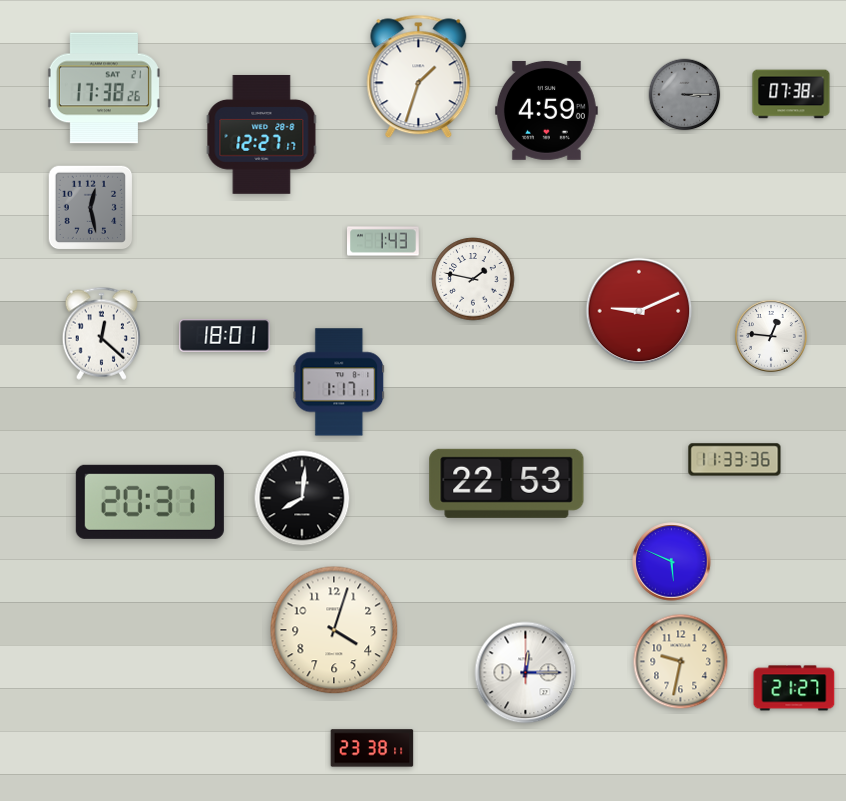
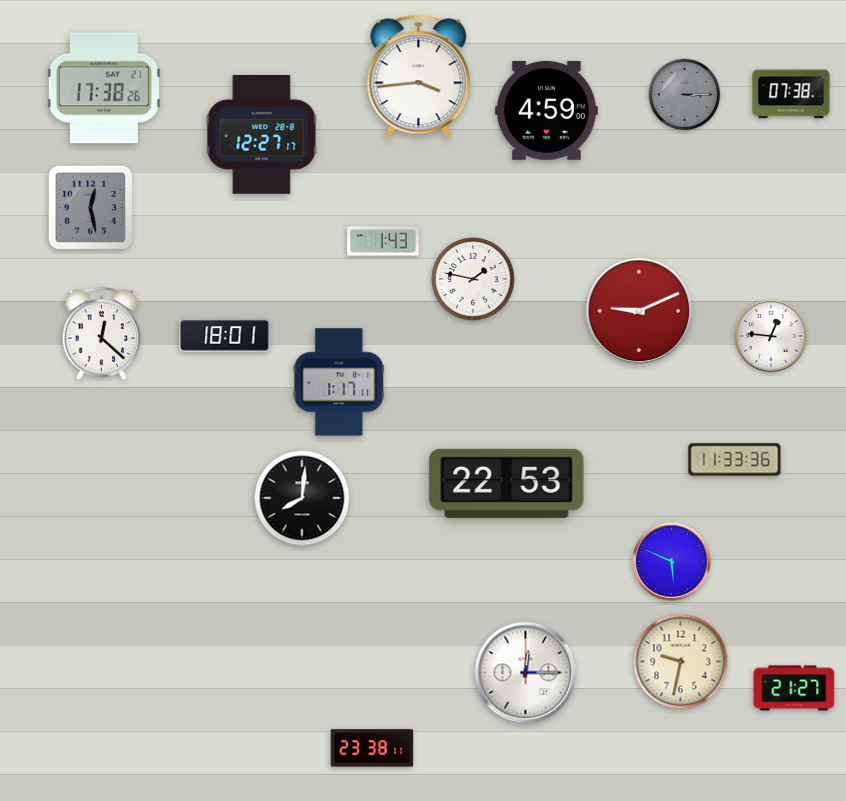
clock at (419, 77): 1:33 -> 3:44
clock at (150, 502): 20:31 -> none
clock at (334, 630): 4:03 -> none
